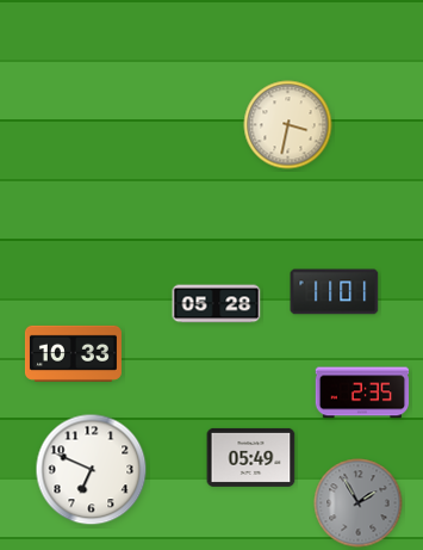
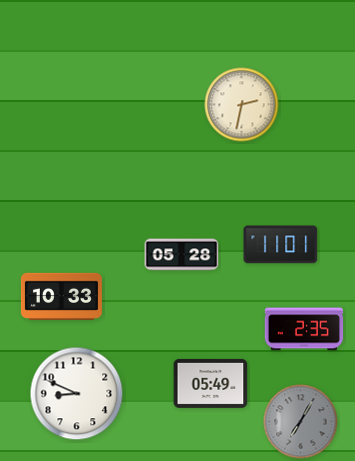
clock at (288, 125): 3:32 -> 2:32
clock at (92, 470): 6:49 -> 8:49
clock at (359, 503): 1:55 -> 7:05
